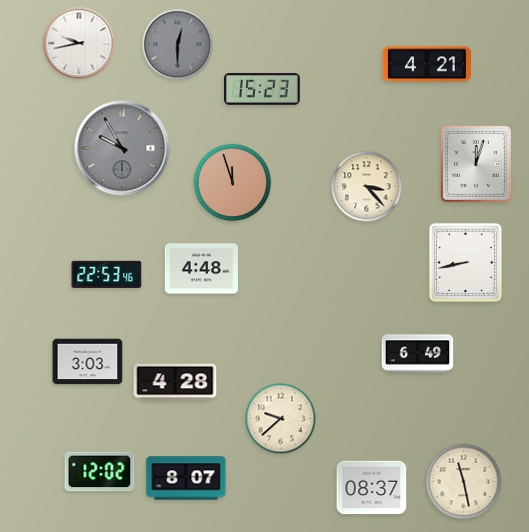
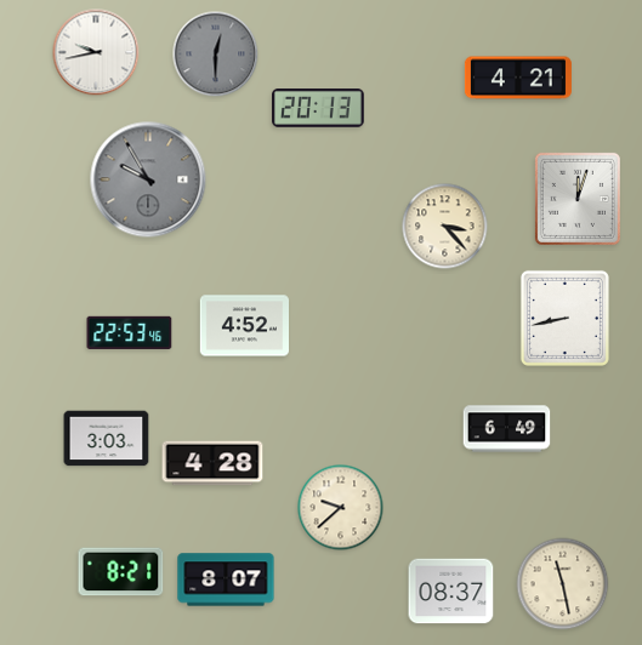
clock at (263, 90): 15:23 -> 20:13
clock at (233, 183): 11:57 -> none
clock at (201, 269): 4:48 -> 4:52
clock at (100, 472): 12:02 -> 8:21
